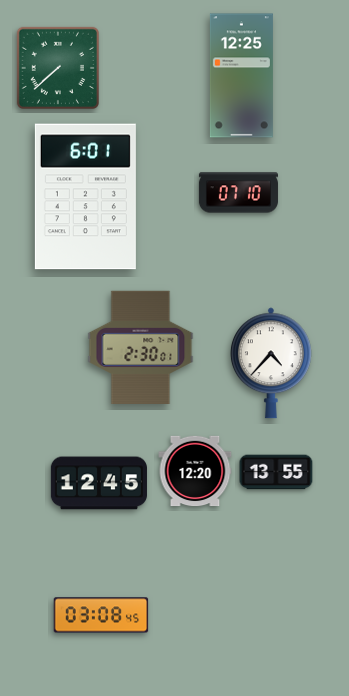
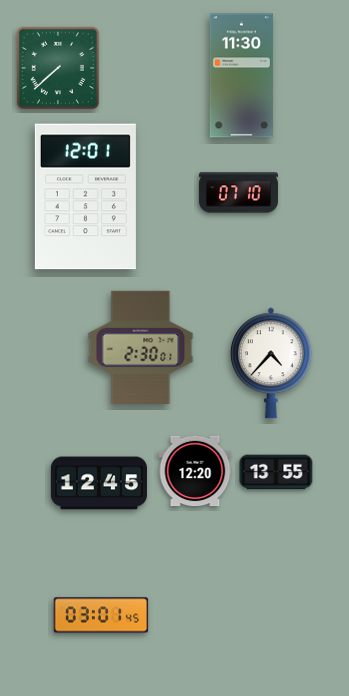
clock at (241, 76): 12:25 -> 11:30
clock at (85, 197): 6:01 -> 12:01
clock at (101, 615): 03:08 -> 03:01
